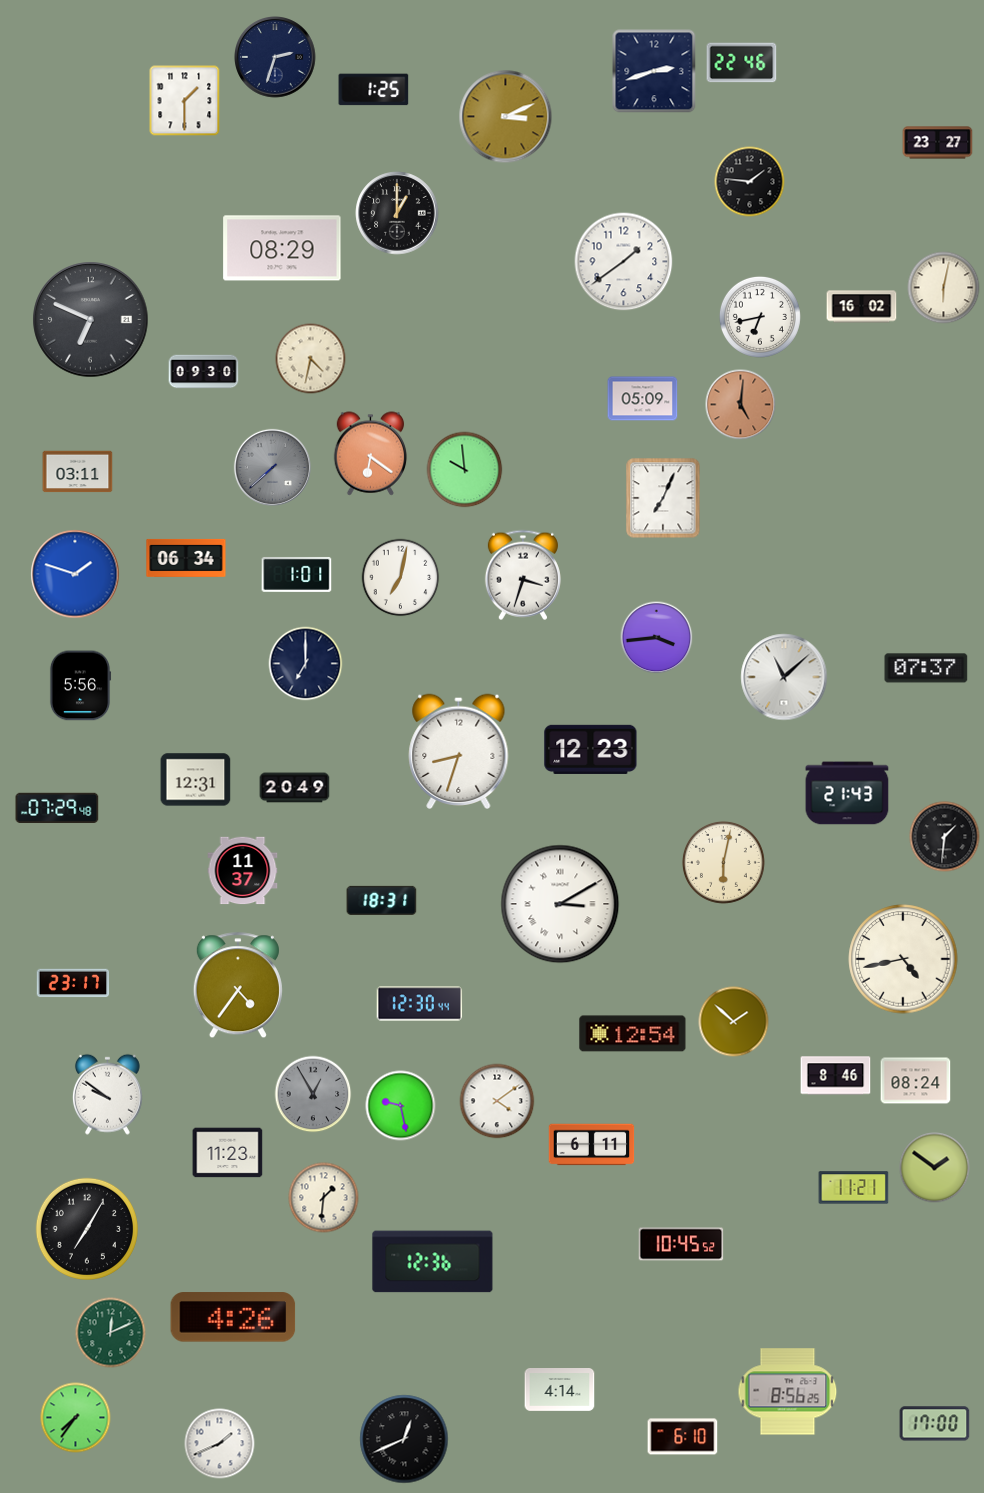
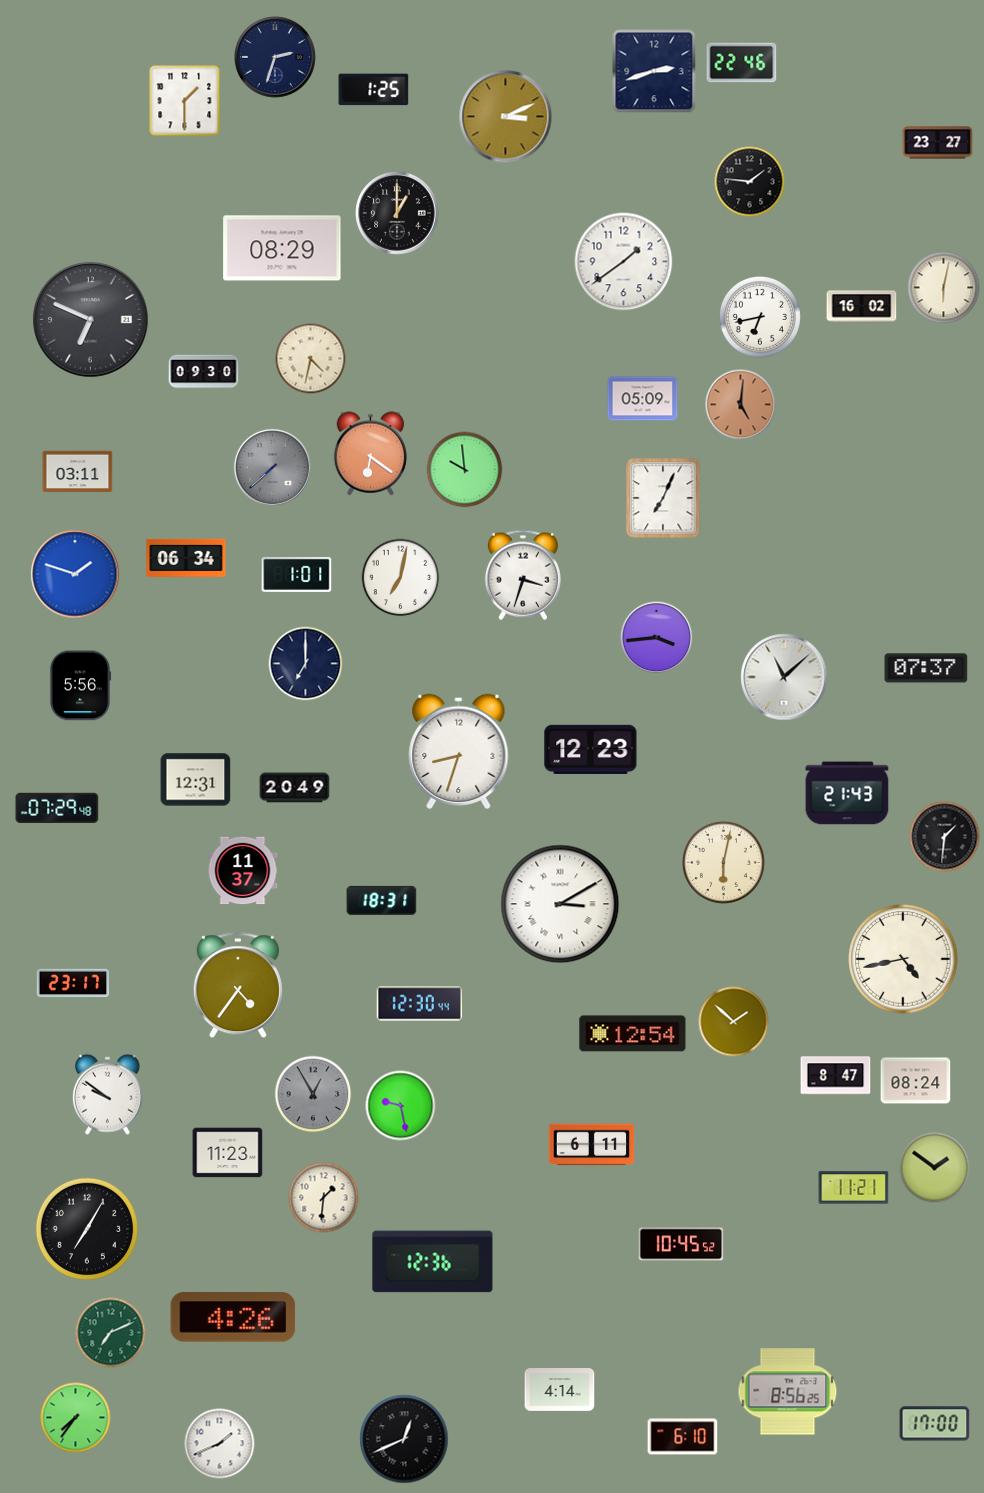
clock at (836, 1076): 8:46 -> 8:47
clock at (497, 1101): 4:09 -> none
clock at (111, 1333): 12:11 -> 7:11
